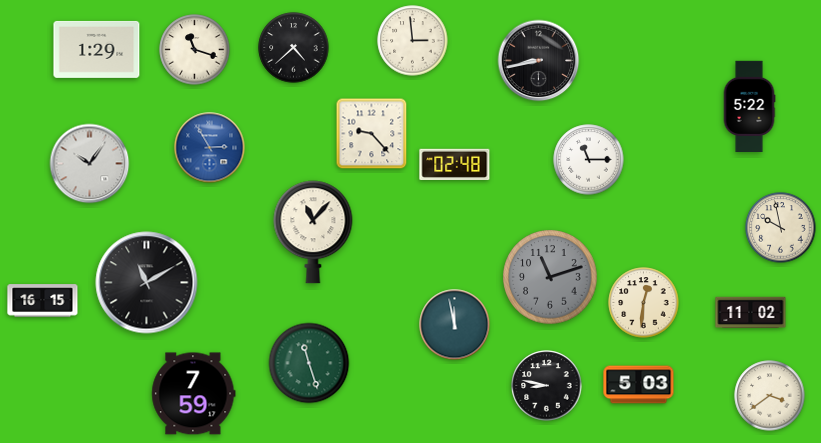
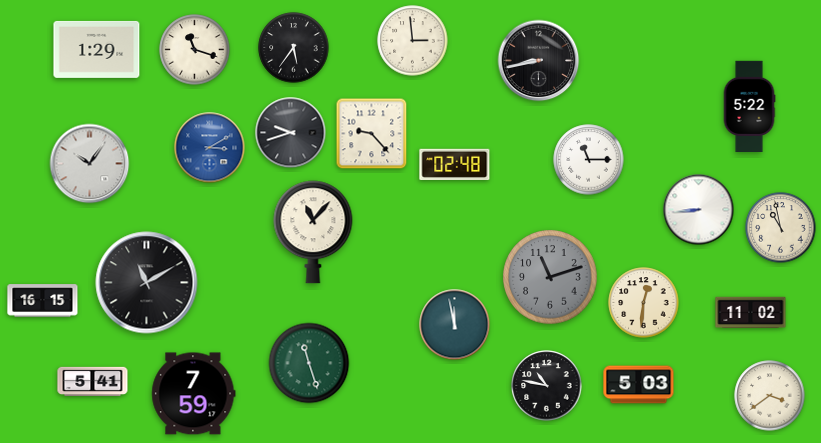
clock at (294, 48): 4:38 -> 5:36
clock at (291, 133): none -> 9:42
clock at (210, 148): 2:55 -> 3:10
clock at (699, 210): none -> 8:44
clock at (781, 228): 9:58 -> 10:58
clock at (93, 381): none -> 5:41
clock at (547, 386): 8:47 -> 10:47
